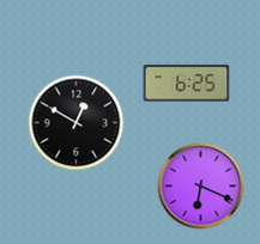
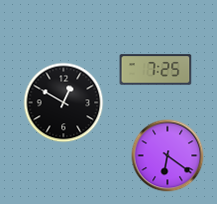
clock at (187, 84): 6:25 -> 7:25
clock at (201, 187): 6:19 -> 6:21
